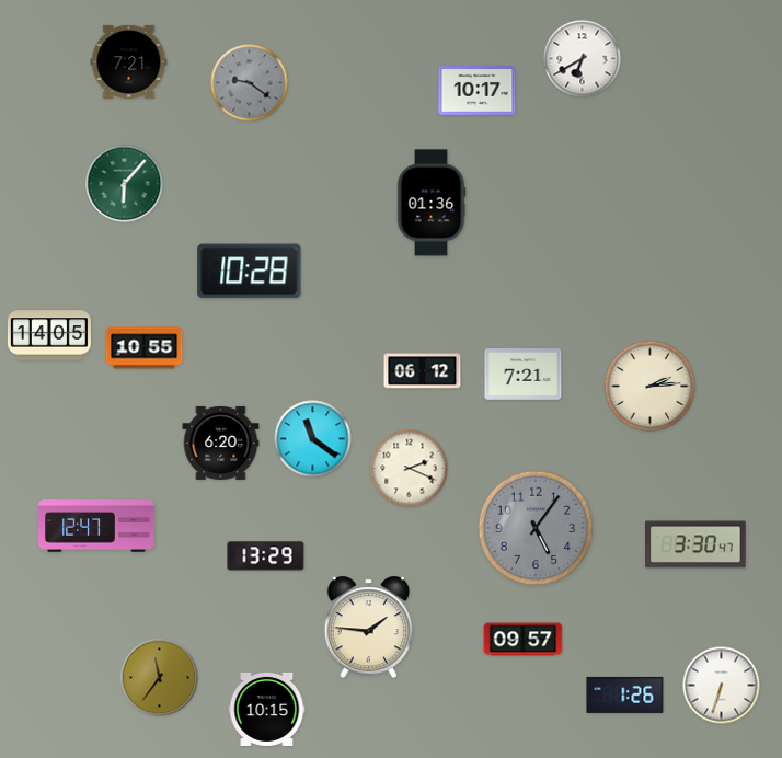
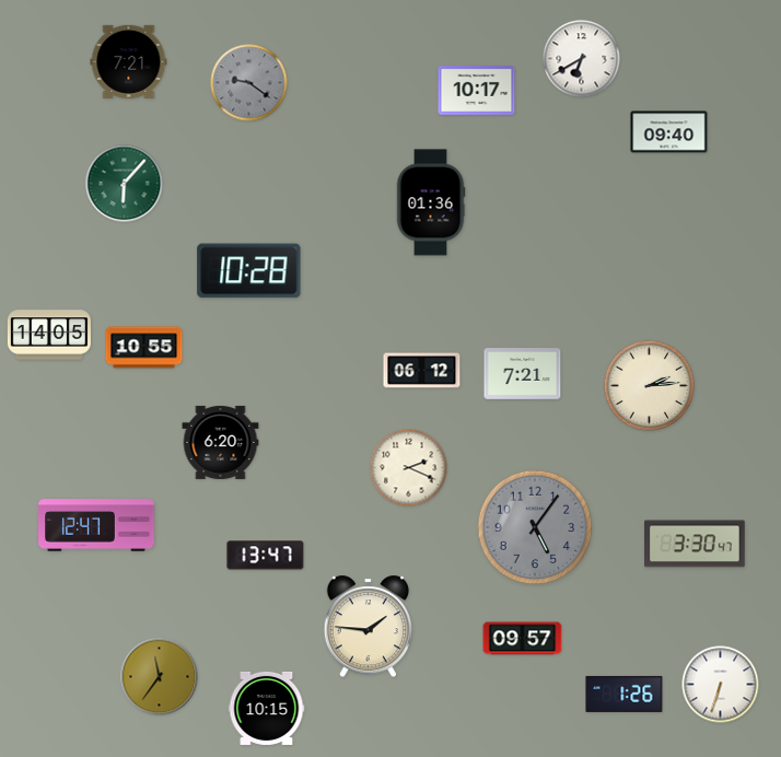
clock at (669, 132): none -> 09:40
clock at (313, 439): 11:21 -> none
clock at (266, 556): 13:29 -> 13:47
